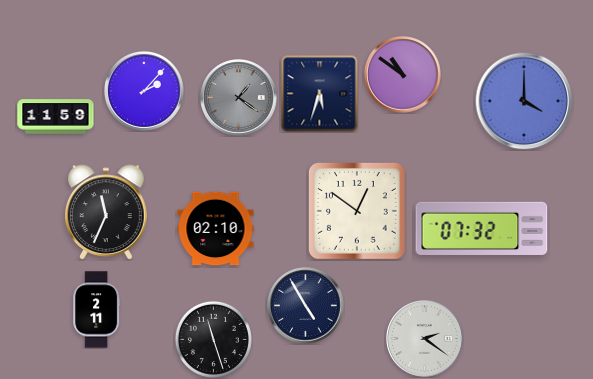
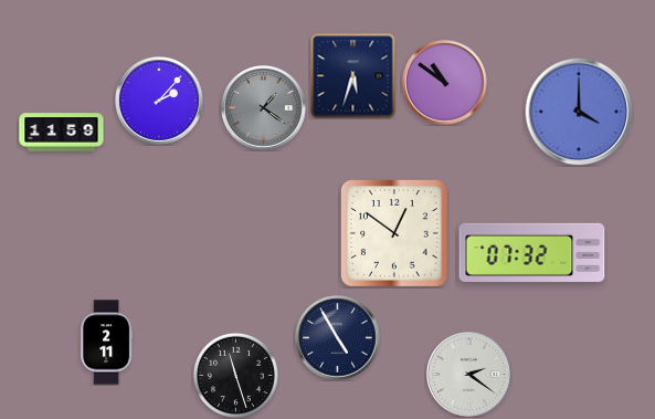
clock at (320, 94) position: (320, 94) -> (353, 76)
clock at (56, 117) position: (56, 117) -> (62, 133)
clock at (107, 212): 11:34 -> none
clock at (216, 229): 02:10 -> none
